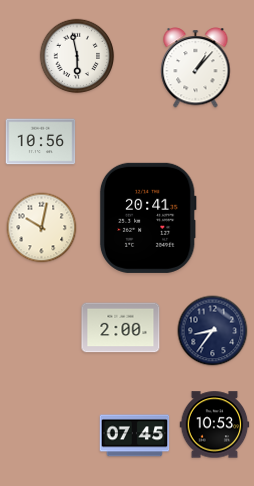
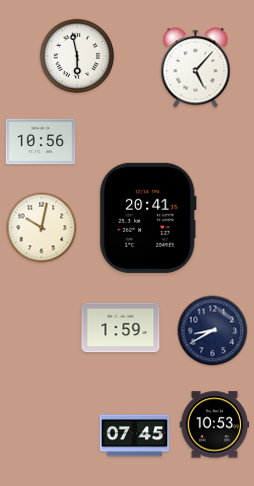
clock at (196, 68): 1:07 -> 5:07
clock at (121, 328): 2:00 -> 1:59
clock at (213, 331): 8:36 -> 8:40
